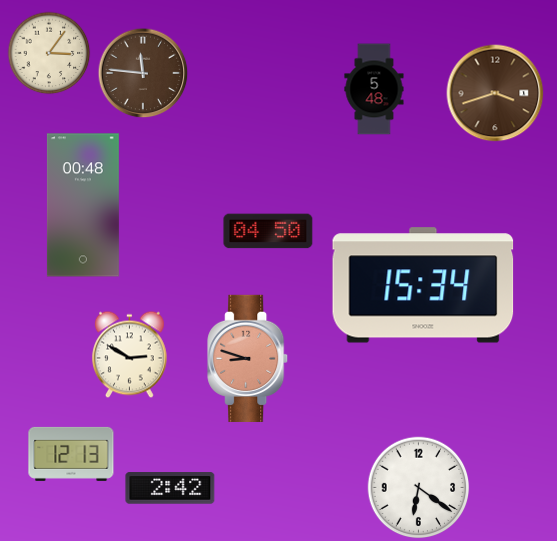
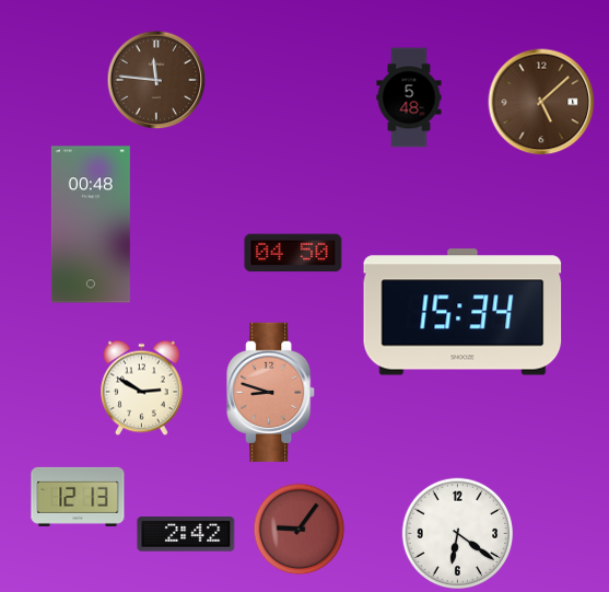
clock at (49, 53): 3:06 -> none
clock at (495, 93): 3:42 -> 5:08
clock at (300, 530): none -> 9:06
